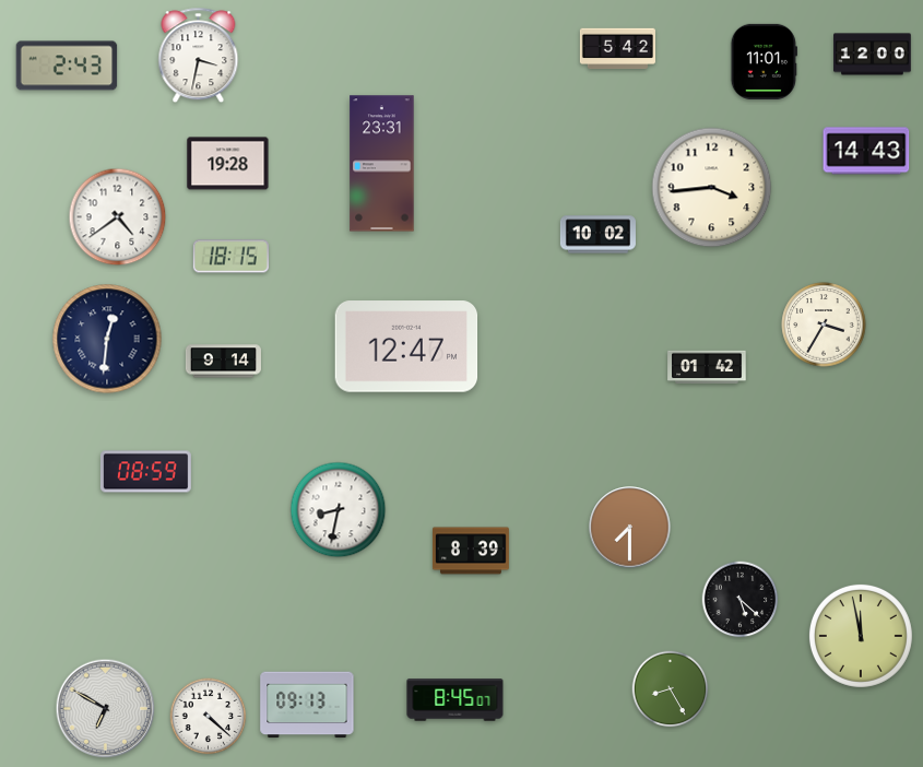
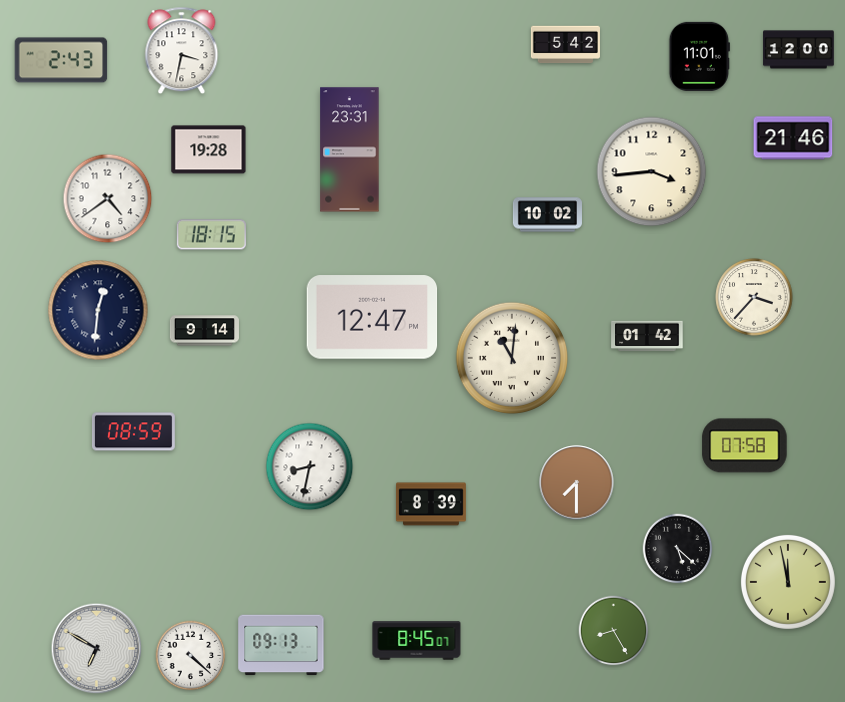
clock at (866, 151): 14:43 -> 21:46
clock at (824, 324): 3:35 -> 3:37
clock at (512, 358): none -> 11:01
clock at (745, 446): none -> 07:58
